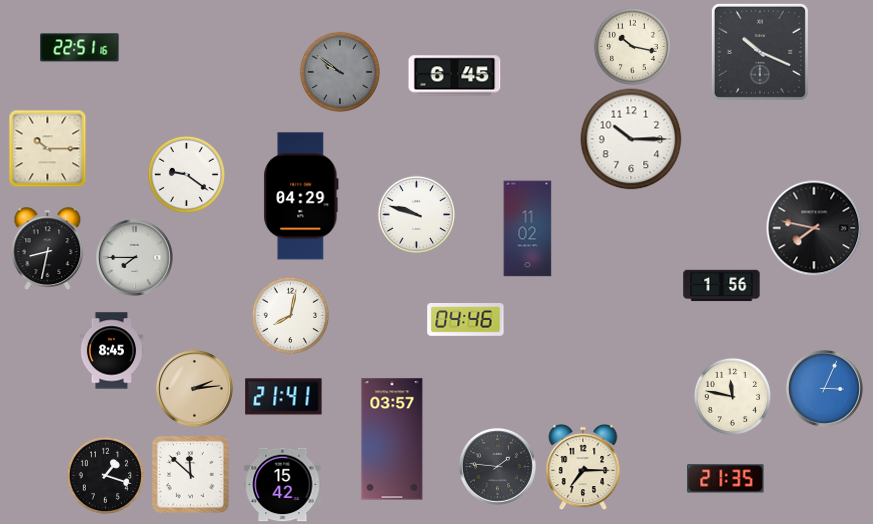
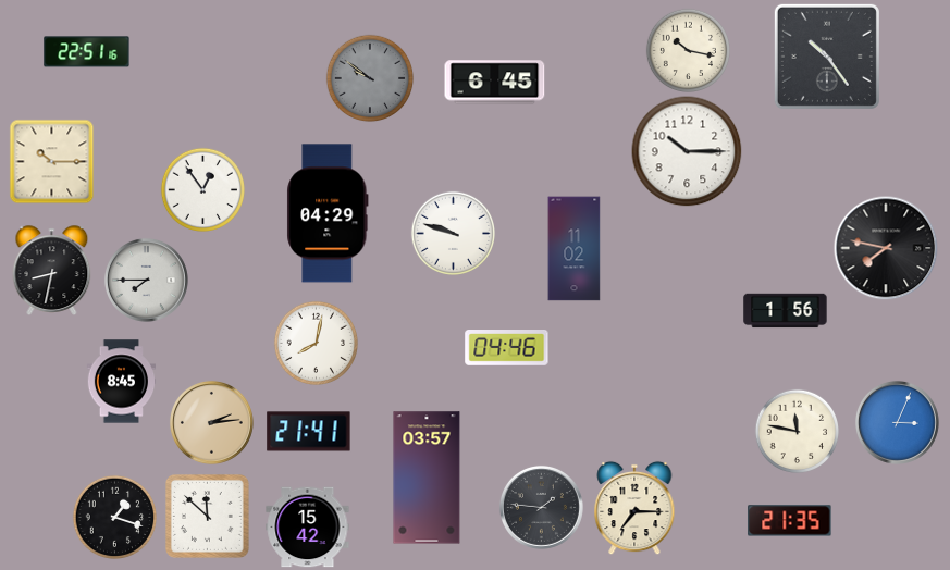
clock at (760, 52): 10:19 -> 10:24
clock at (186, 174): 9:21 -> 12:54
